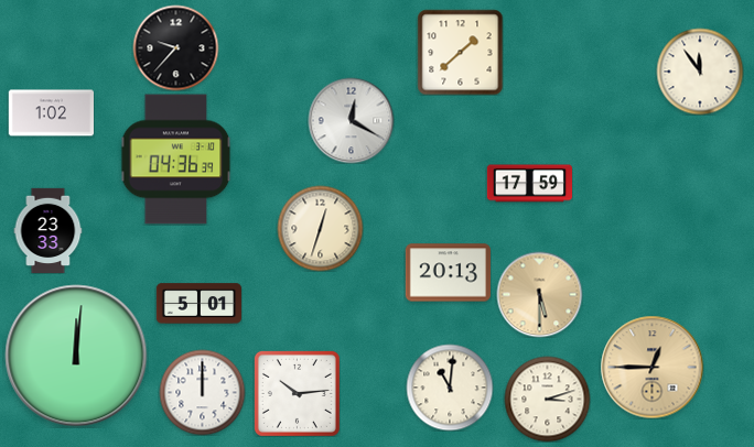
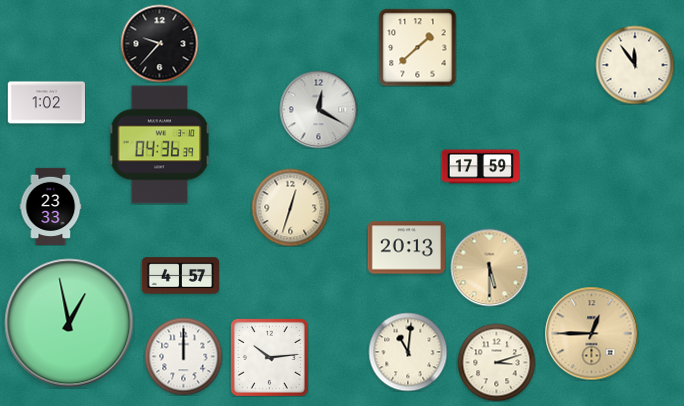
clock at (49, 230) position: (49, 230) -> (51, 206)
clock at (198, 304): 5:01 -> 4:57
clock at (76, 356): 12:01 -> 12:58
